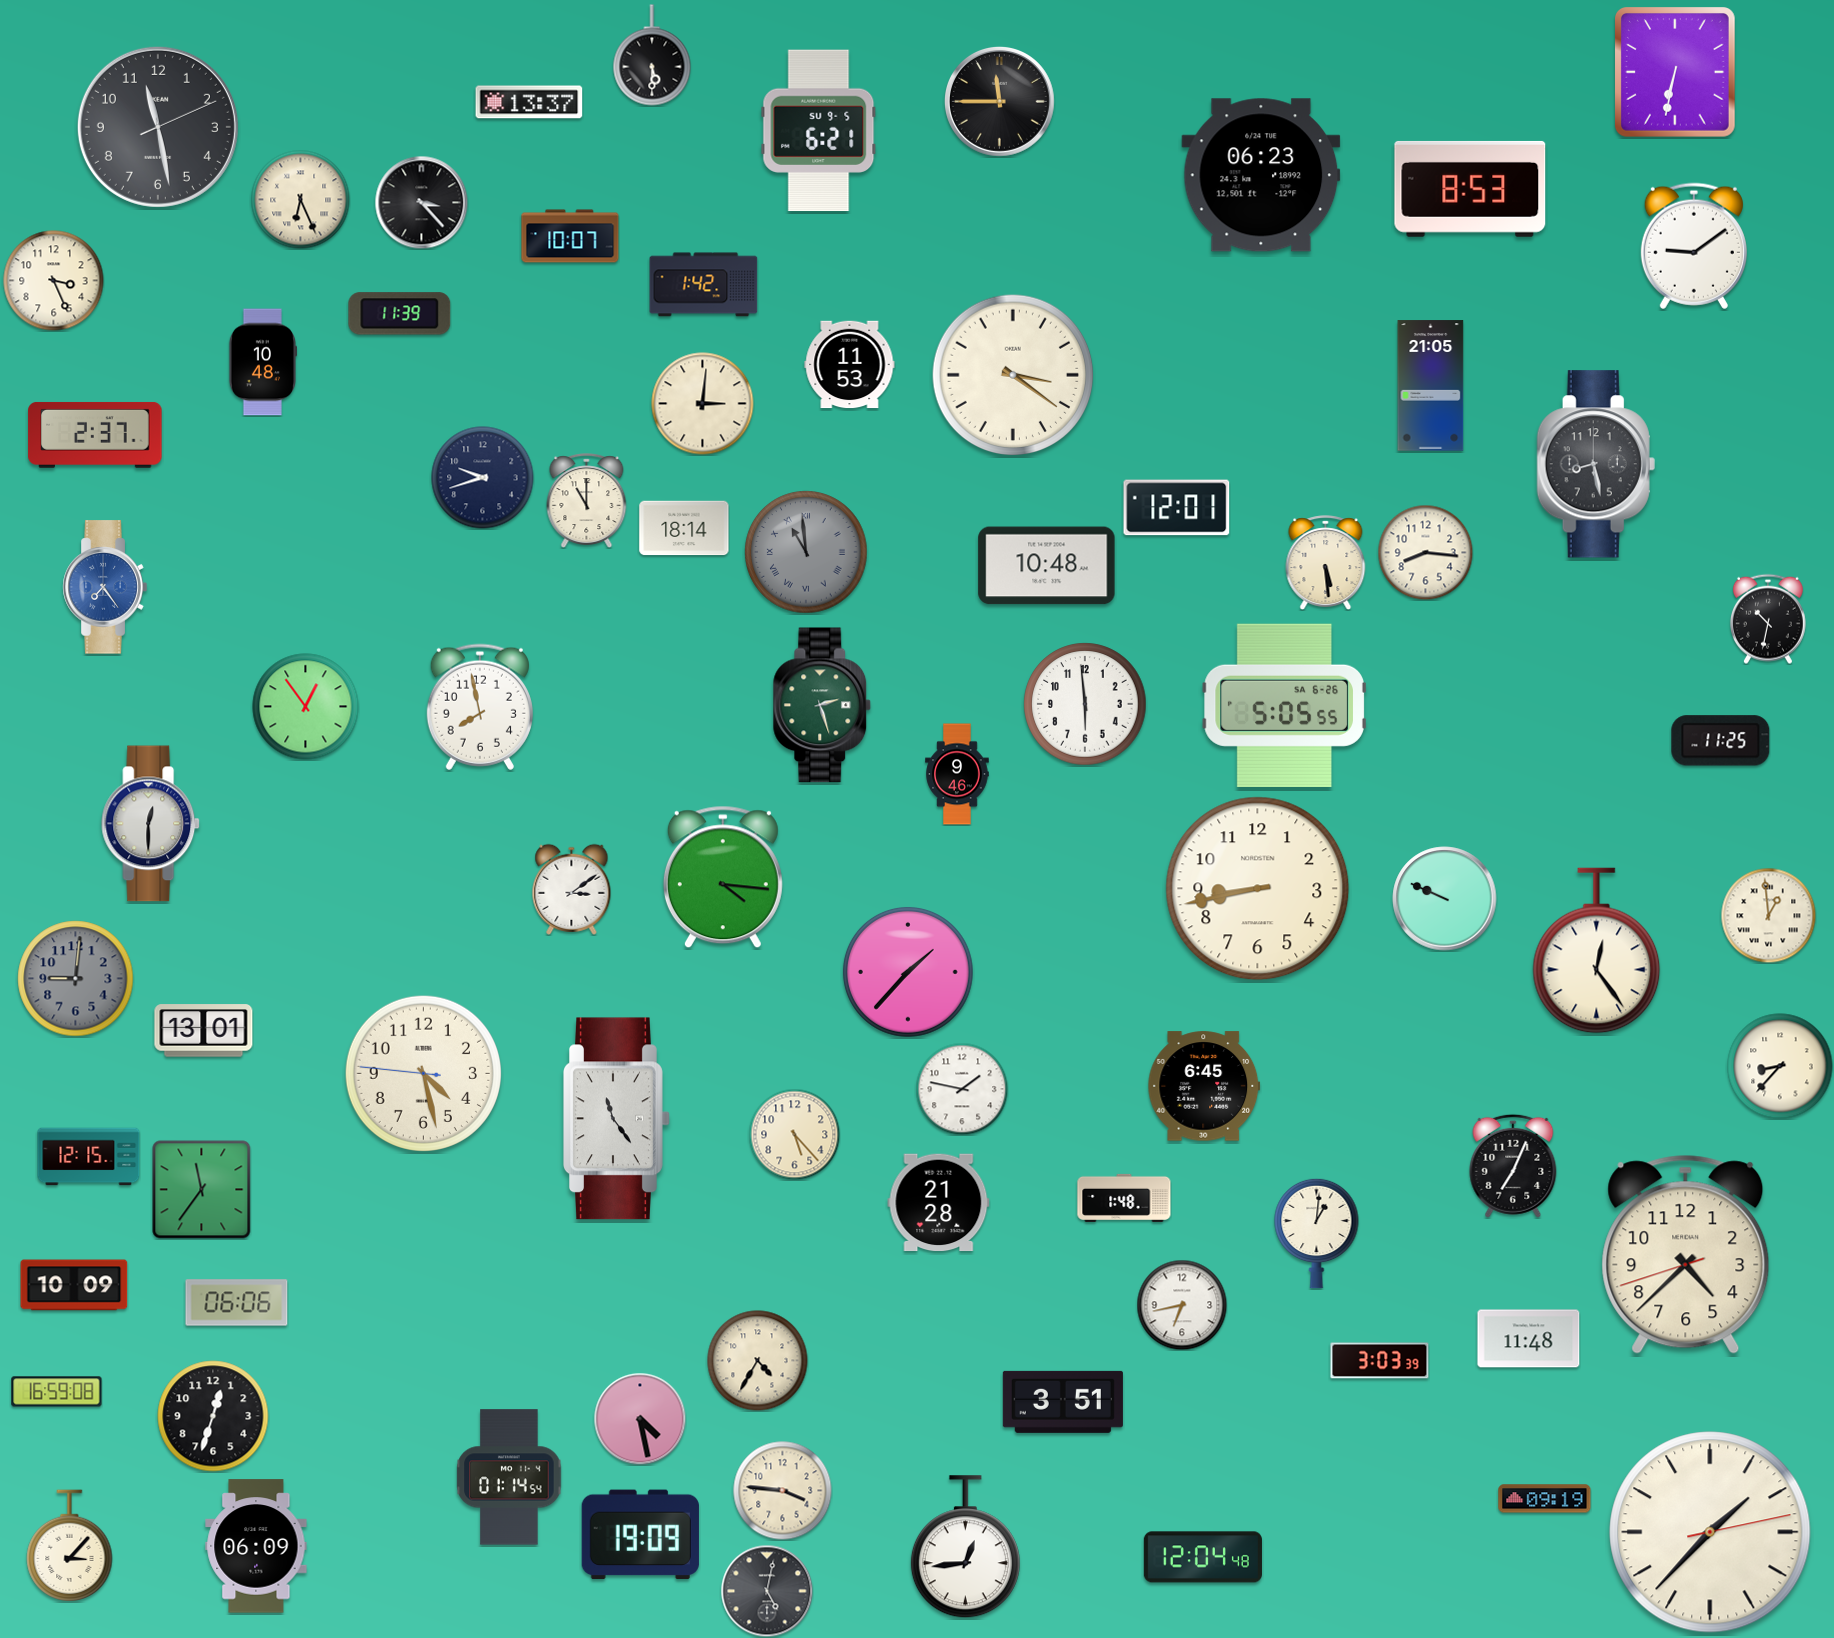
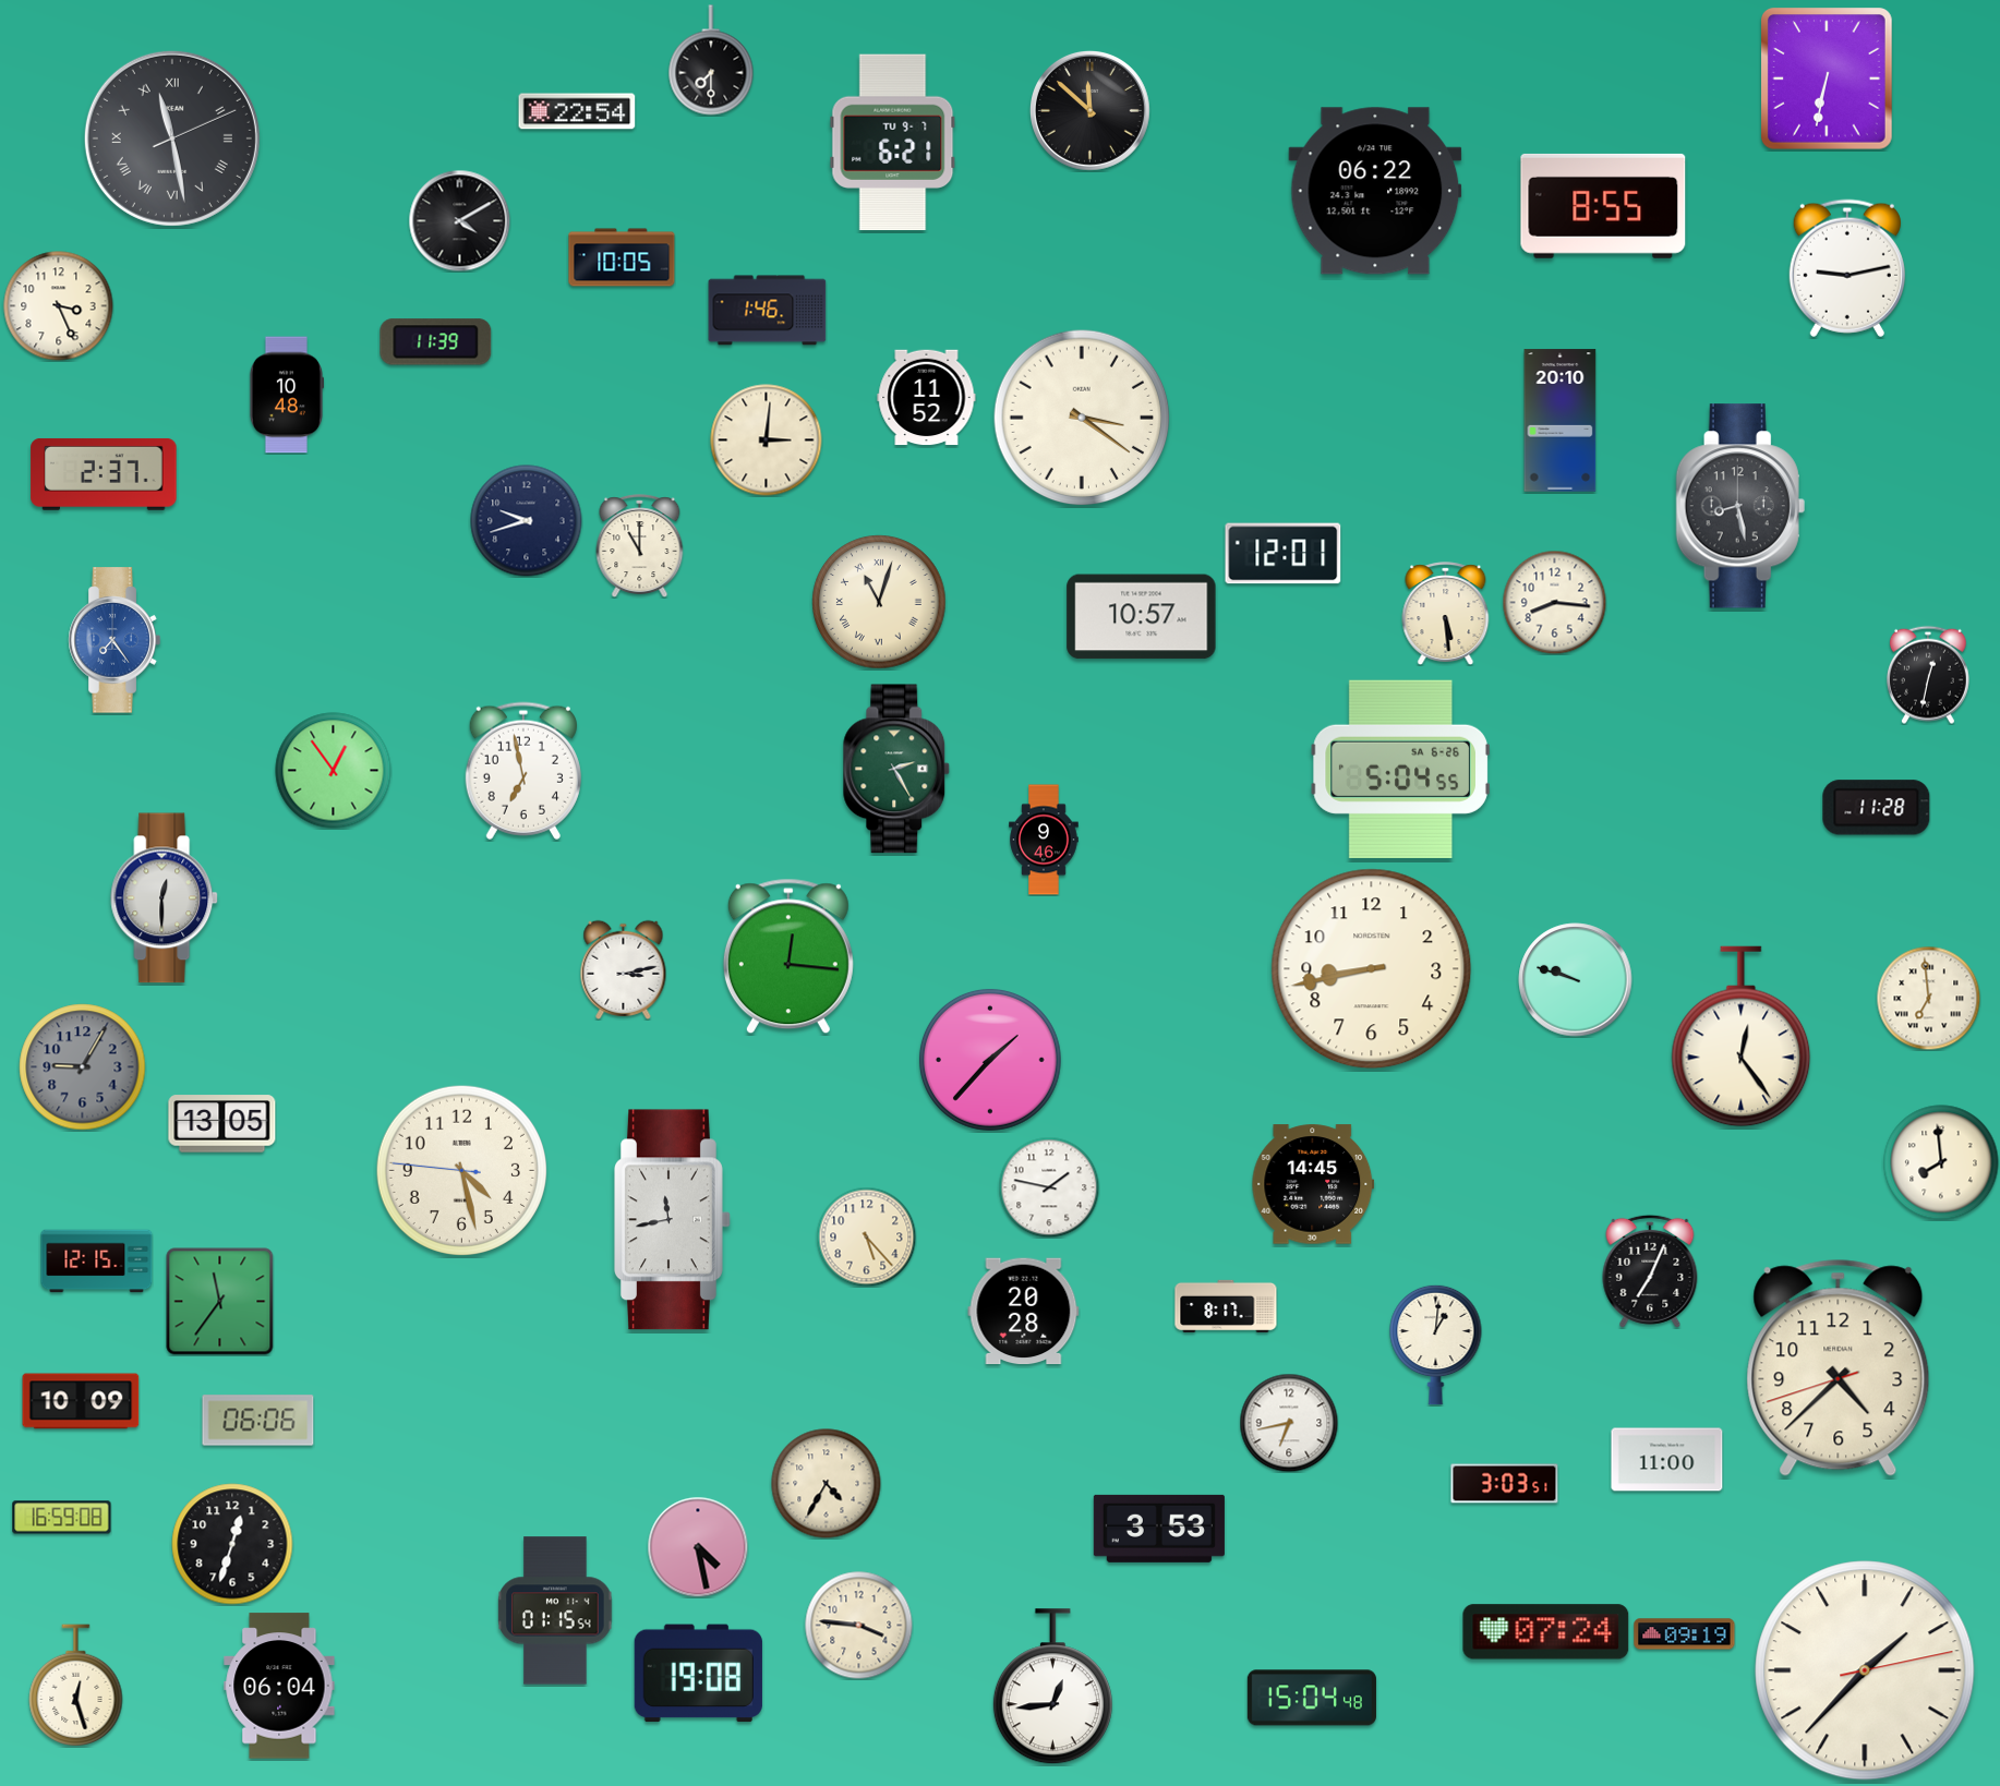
clock at (652, 55): 5:30 -> 7:30
clock at (999, 101): 11:45 -> 11:52
clock at (529, 102): 13:37 -> 22:54
clock at (158, 127) numerals: Arabic -> Roman
clock at (819, 131) date: SU 9-5 -> TU 9-7
clock at (1261, 175): 06:23 -> 06:22
clock at (1470, 189): 8:53 -> 8:55
clock at (301, 200): 6:26 -> none
clock at (421, 202): 3:23 -> 4:10
clock at (570, 236): 10:07 -> 10:05
clock at (1694, 246): 9:09 -> 9:13
clock at (704, 285): 1:42 -> 1:46
clock at (850, 365): 11:53 -> 11:52
clock at (1013, 375) position: (1013, 375) -> (1082, 418)
clock at (1431, 386): 21:05 -> 20:10
clock at (684, 528): 18:14 -> none
clock at (806, 552): 10:59 -> 11:03
clock at (806, 552) dial: grey -> cream
clock at (1047, 566): 10:48 -> 10:57
clock at (1768, 619): 10:32 -> 12:32
clock at (1085, 704): 5:59 -> none
clock at (822, 705): 2:27 -> 2:25
clock at (1284, 705): 5:05 -> 5:04
clock at (480, 707): 7:58 -> 6:58
clock at (1721, 741): 11:25 -> 11:28
clock at (957, 774) position: (957, 774) -> (1044, 840)
clock at (723, 877): 4:16 -> 12:16
clock at (572, 889): 3:09 -> 3:13
clock at (1445, 899): 9:49 -> 9:48
clock at (1768, 915): 12:59 -> 6:59
clock at (76, 979): 9:01 -> 9:05
clock at (204, 1031): 13:01 -> 13:05
clock at (1780, 1066): 8:37 -> 7:59
clock at (1204, 1086): 6:45 -> 14:45
clock at (617, 1119): 11:24 -> 11:43
clock at (202, 1190) position: (202, 1190) -> (220, 1302)
clock at (1124, 1198): 1:48 -> 8:17
clock at (939, 1203): 21:28 -> 20:28
clock at (1529, 1339): 11:48 -> 11:00
clock at (1380, 1361): 3:03:39 -> 3:03:51
clock at (1063, 1402): 3:51 -> 3:53
clock at (509, 1477): 01:14 -> 01:15
clock at (783, 1491) position: (783, 1491) -> (859, 1626)
clock at (1546, 1632): none -> 07:24
clock at (640, 1535): 19:09 -> 19:08
clock at (70, 1546): 3:07 -> 12:27
clock at (256, 1546): 06:09 -> 06:04
clock at (1203, 1557): 12:04 -> 15:04
clock at (767, 1591): 5:02 -> none
